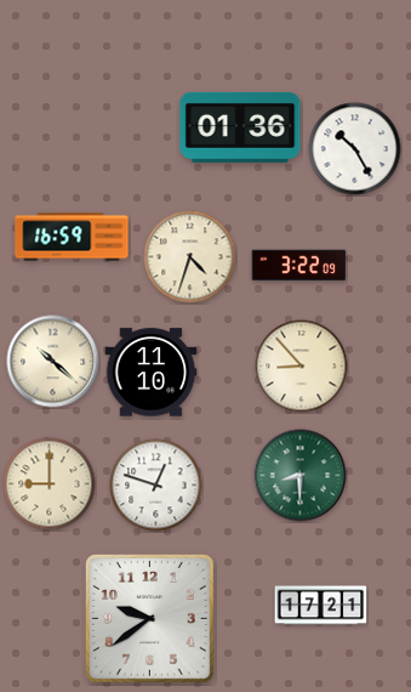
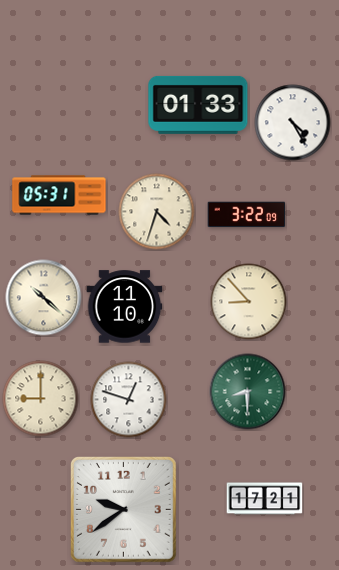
clock at (240, 127): 01:36 -> 01:33
clock at (355, 149): 10:25 -> 4:25
clock at (72, 237): 16:59 -> 05:31
clock at (299, 266) position: (299, 266) -> (247, 215)
